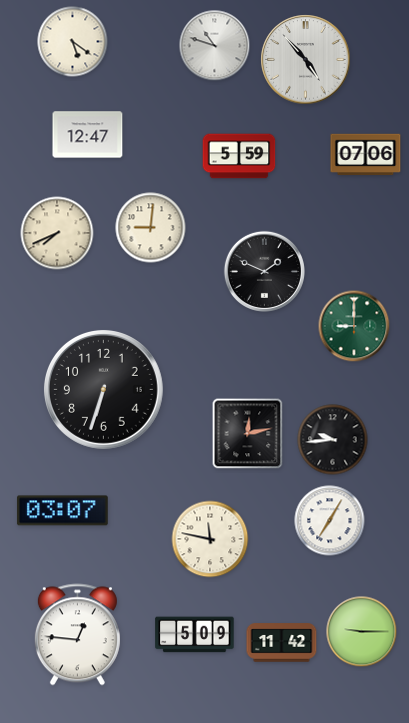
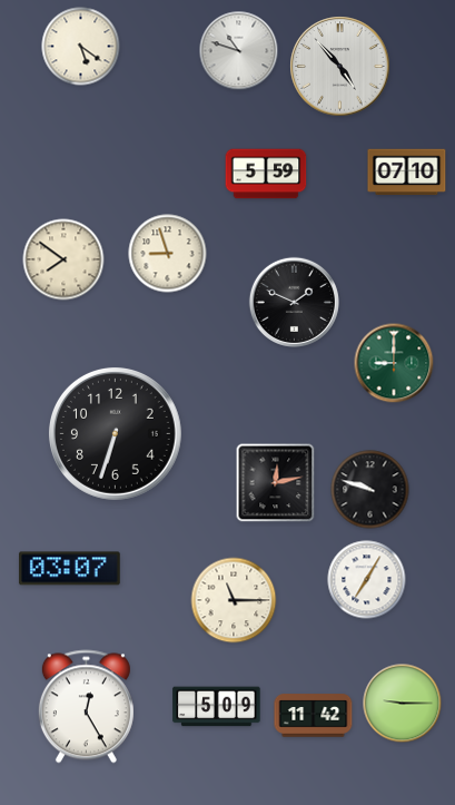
clock at (88, 135): 12:47 -> none
clock at (366, 155): 07:06 -> 07:10
clock at (151, 228): 9:01 -> 8:57
clock at (57, 233): 7:41 -> 7:51
clock at (333, 440): 9:44 -> 9:48
clock at (210, 539): 11:47 -> 11:15
clock at (77, 635): 12:46 -> 12:25
